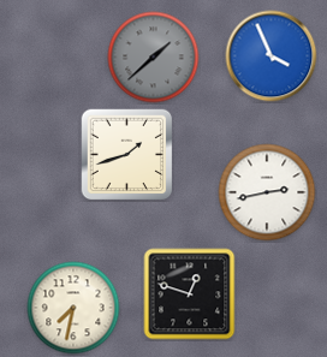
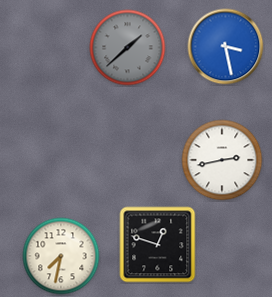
clock at (272, 56): 3:56 -> 3:28
clock at (126, 154): 1:42 -> none
